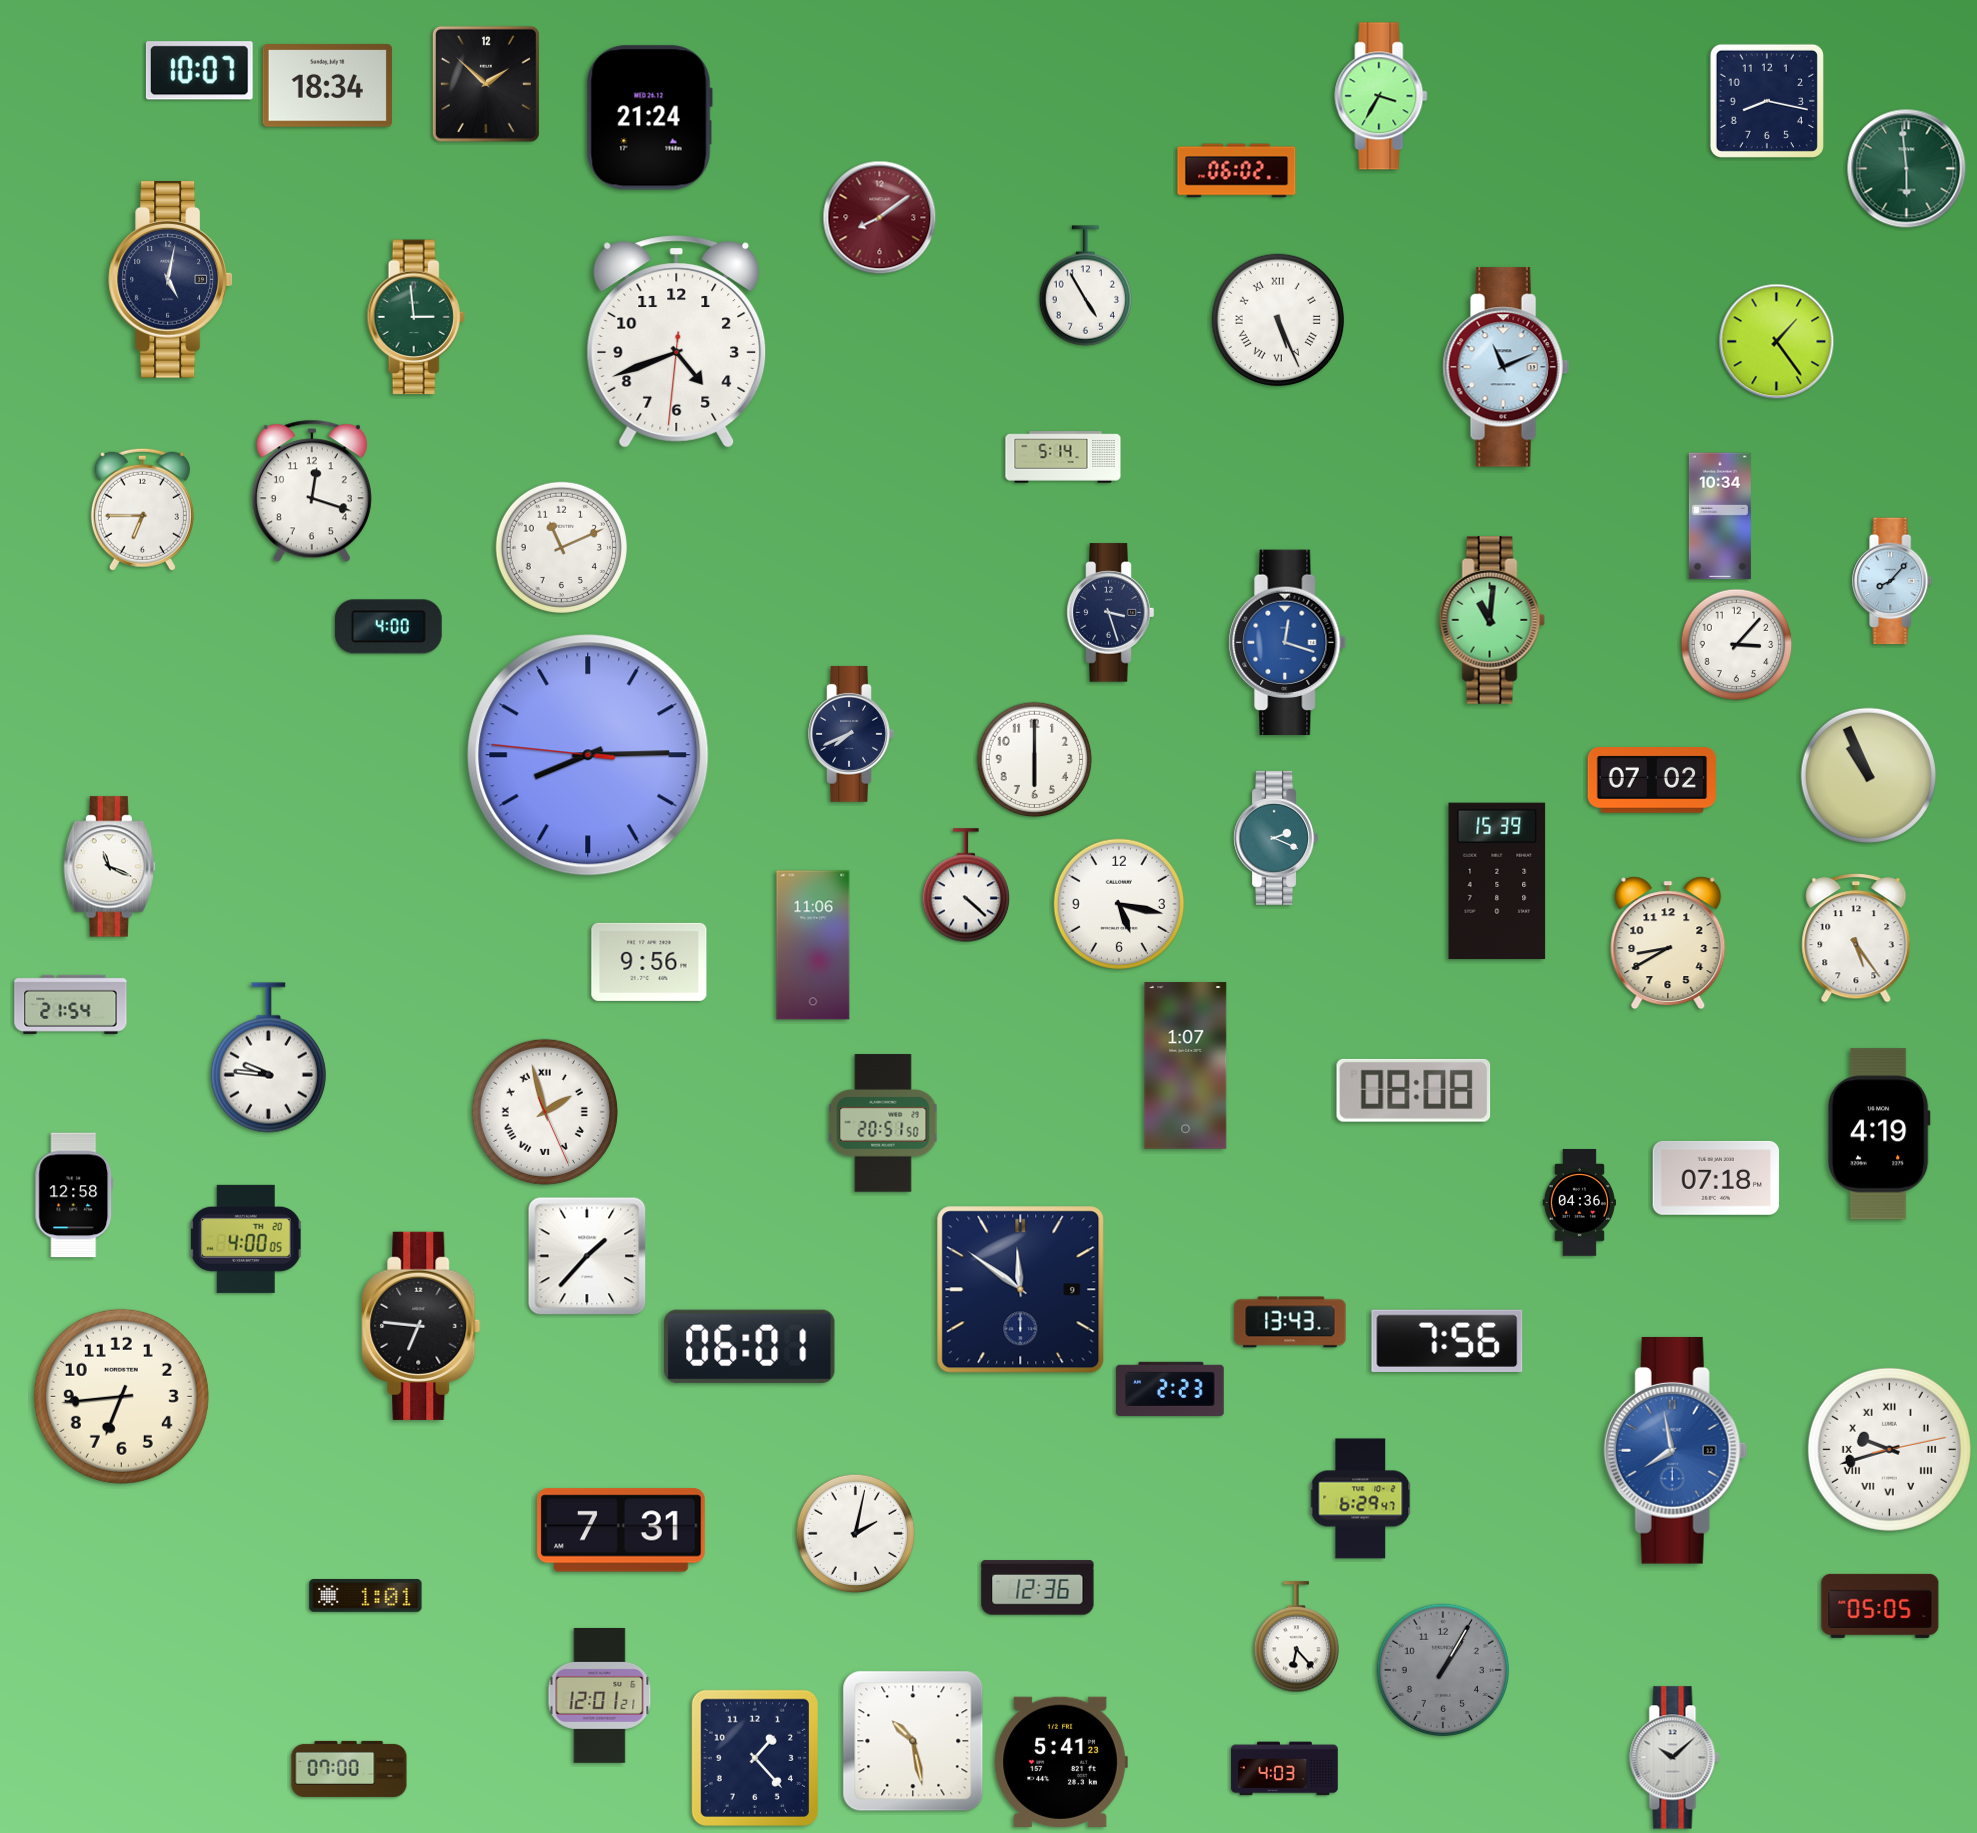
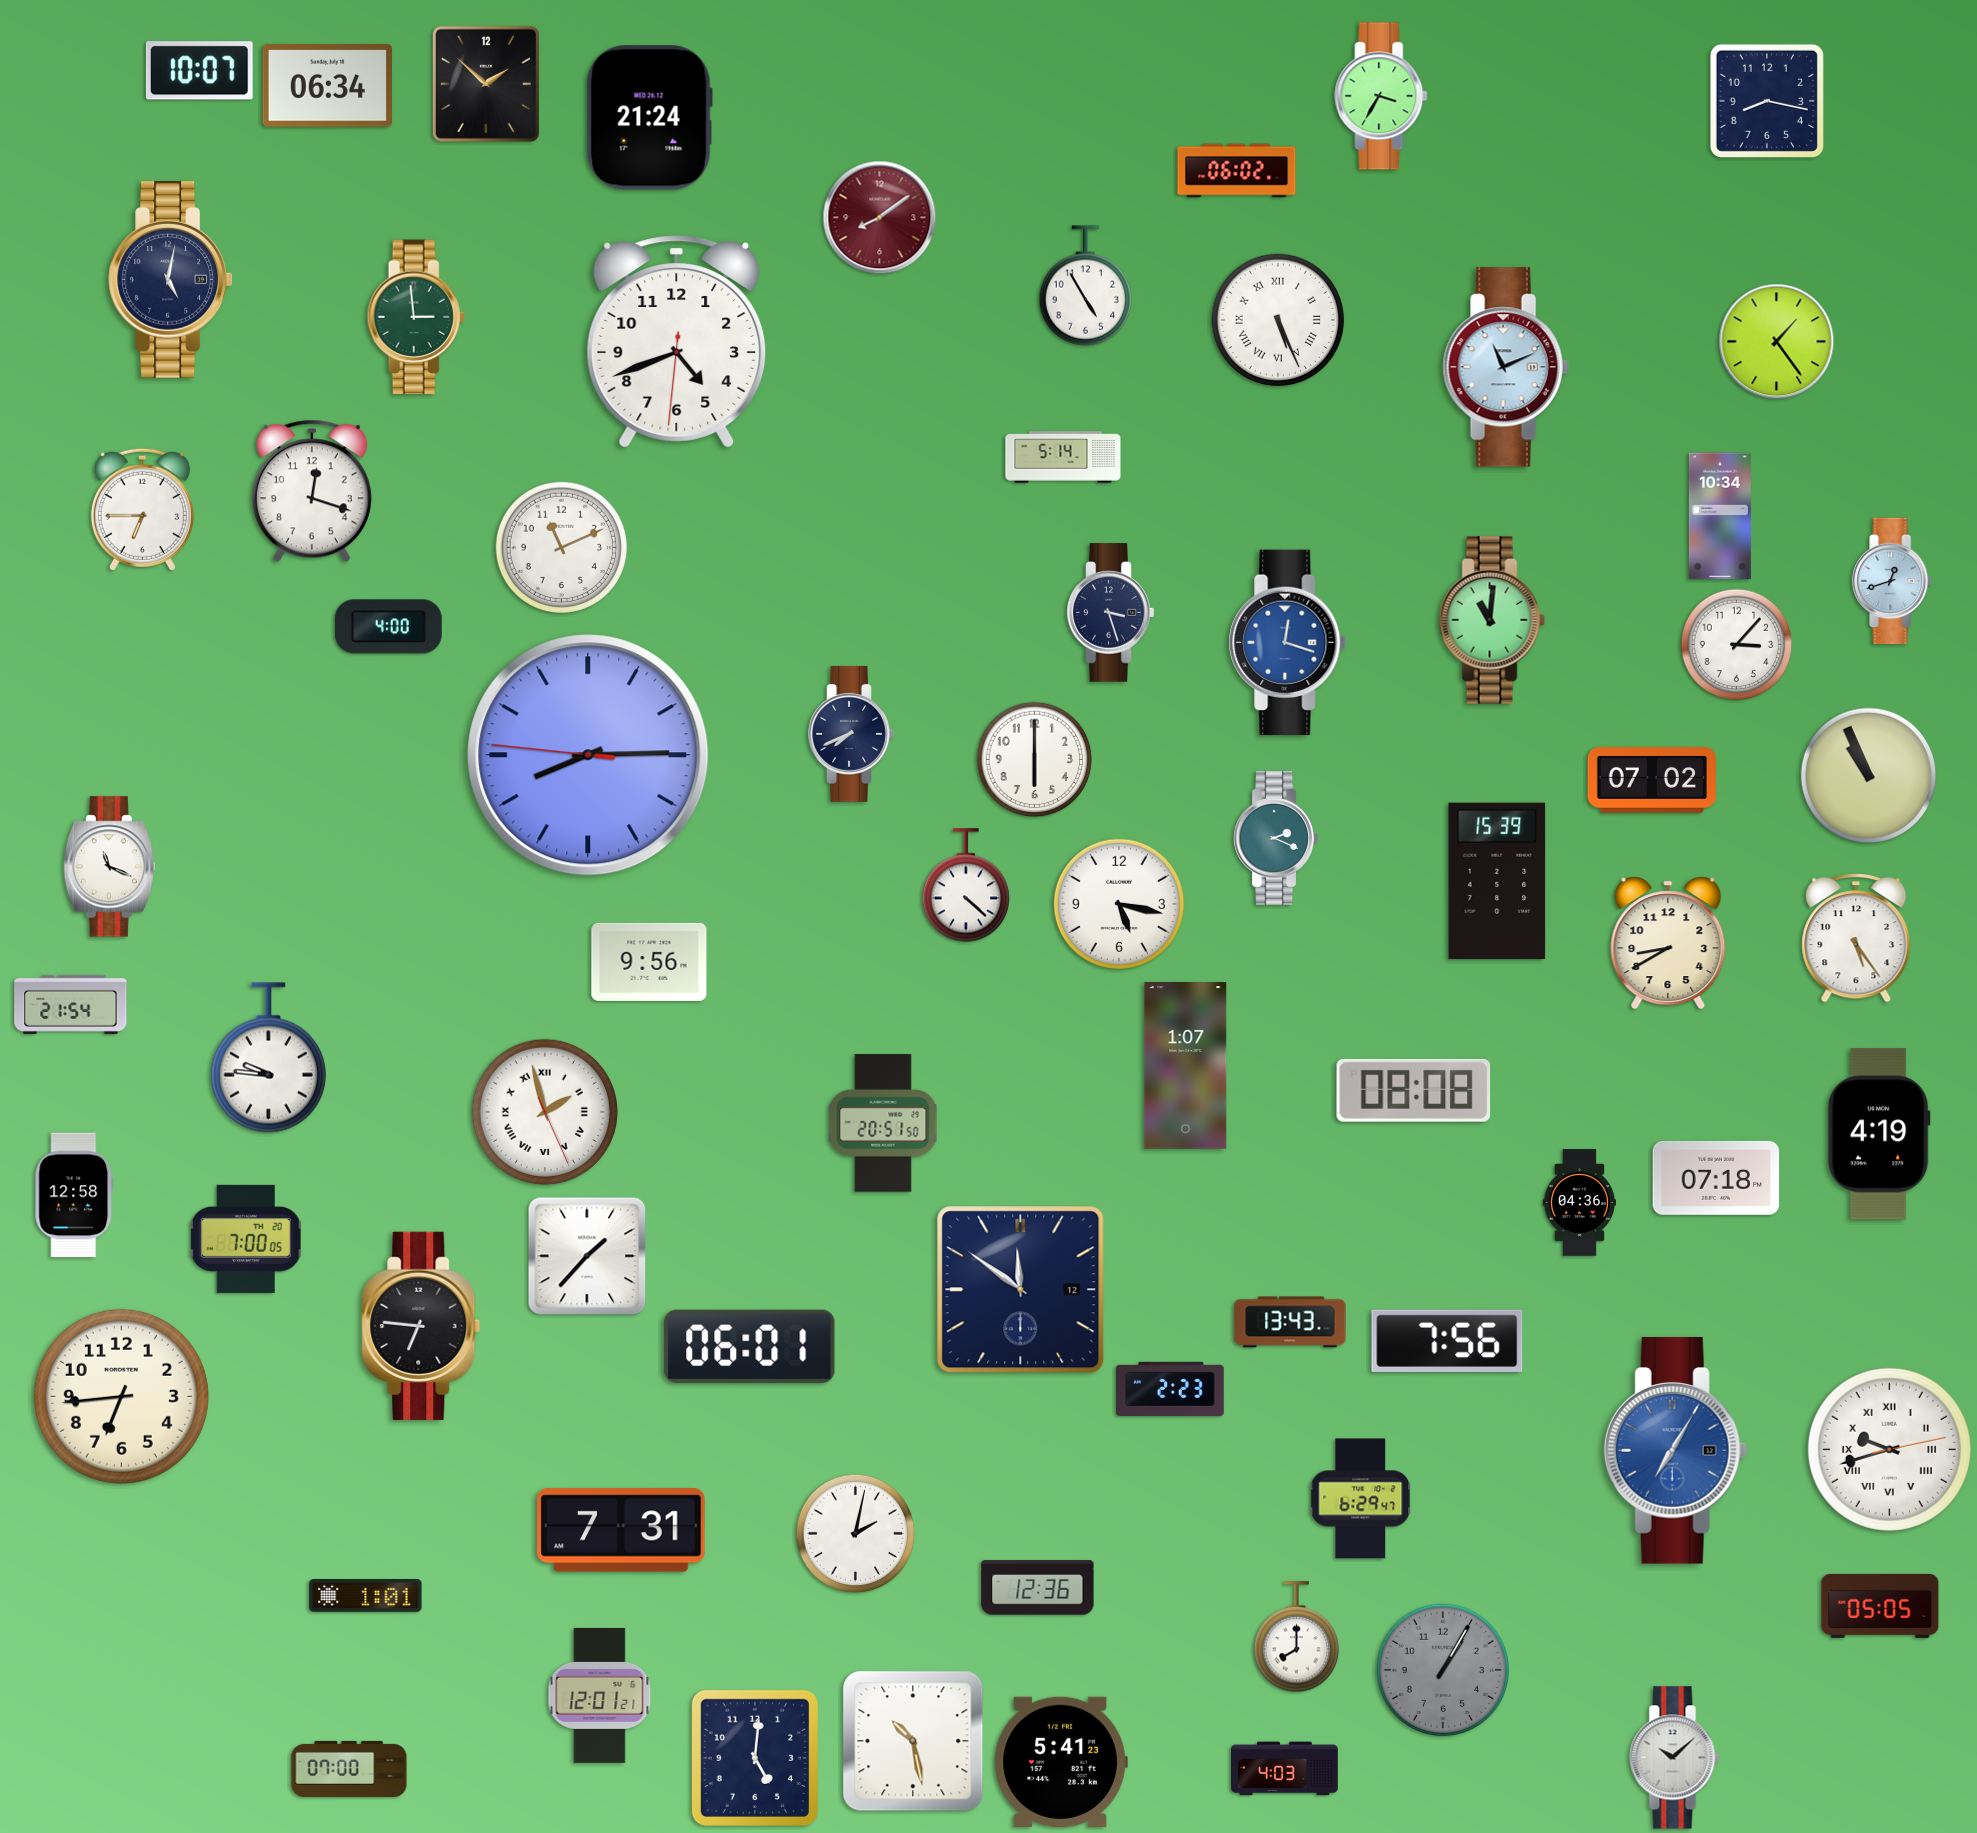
clock at (327, 86): 18:34 -> 06:34
clock at (1907, 169): 5:59 -> none
clock at (1893, 581): 8:07 -> 12:42
clock at (813, 945): 11:06 -> none
clock at (246, 1239): 4:00 -> 7:00
clock at (1021, 1290) date: 9 -> 12
clock at (1675, 1450): 7:58 -> 7:05
clock at (1297, 1637): 6:23 -> 8:00
clock at (755, 1758): 1:23 -> 5:01
